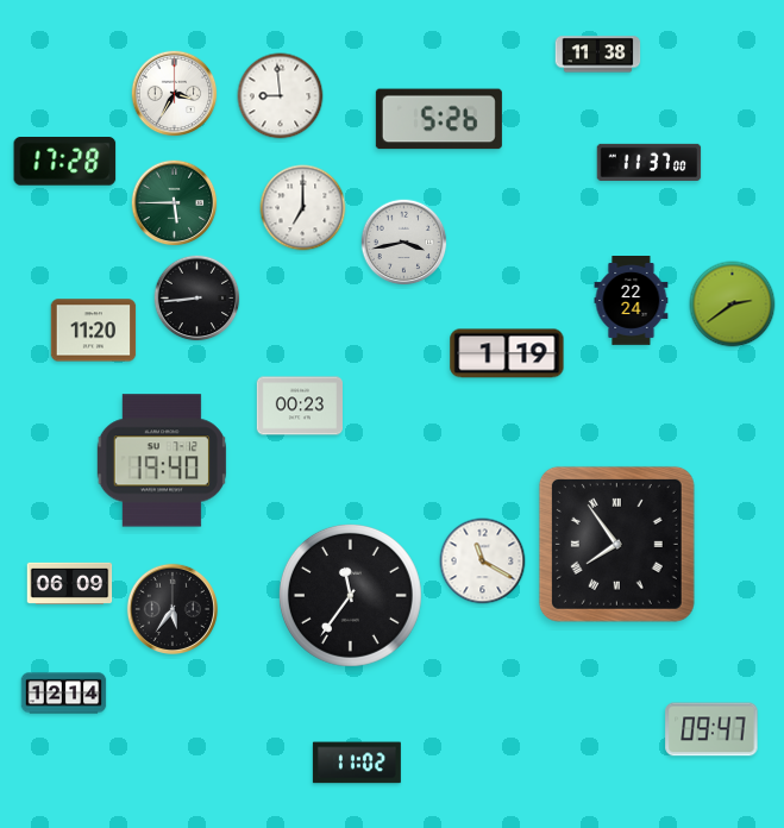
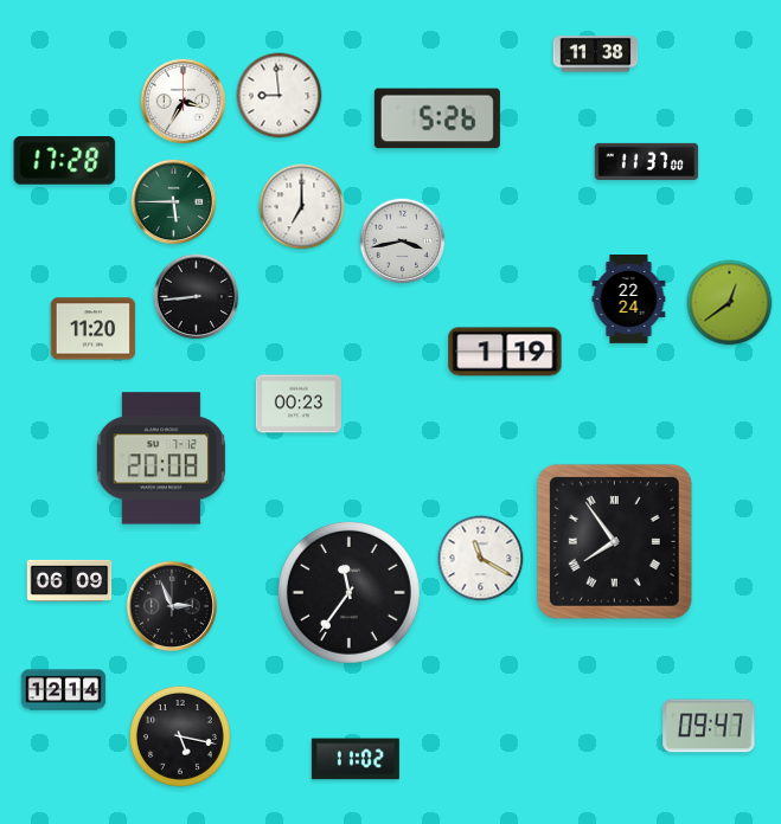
clock at (175, 94) position: (175, 94) -> (184, 102)
clock at (733, 305): 2:39 -> 12:39
clock at (162, 460): 19:40 -> 20:08
clock at (171, 608): 5:36 -> 2:56
clock at (180, 736): none -> 5:17
